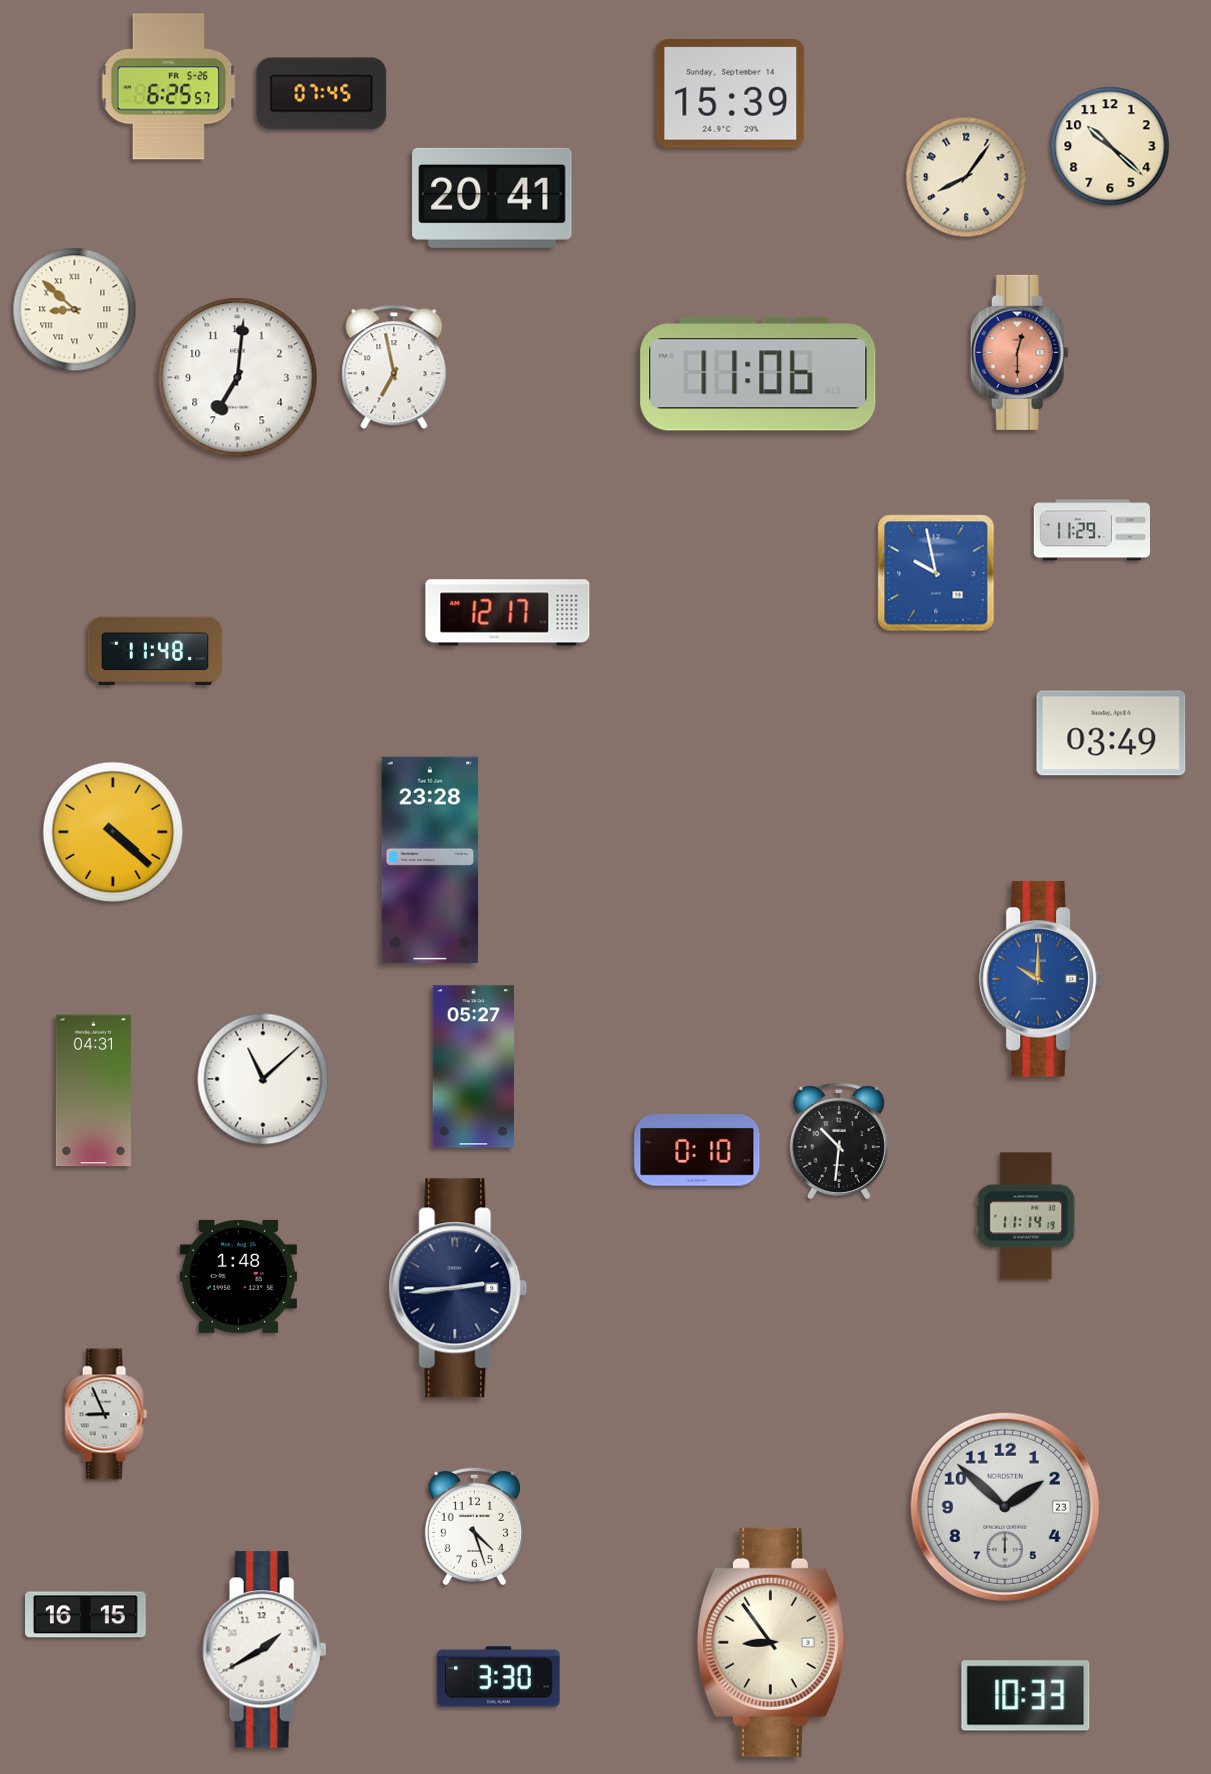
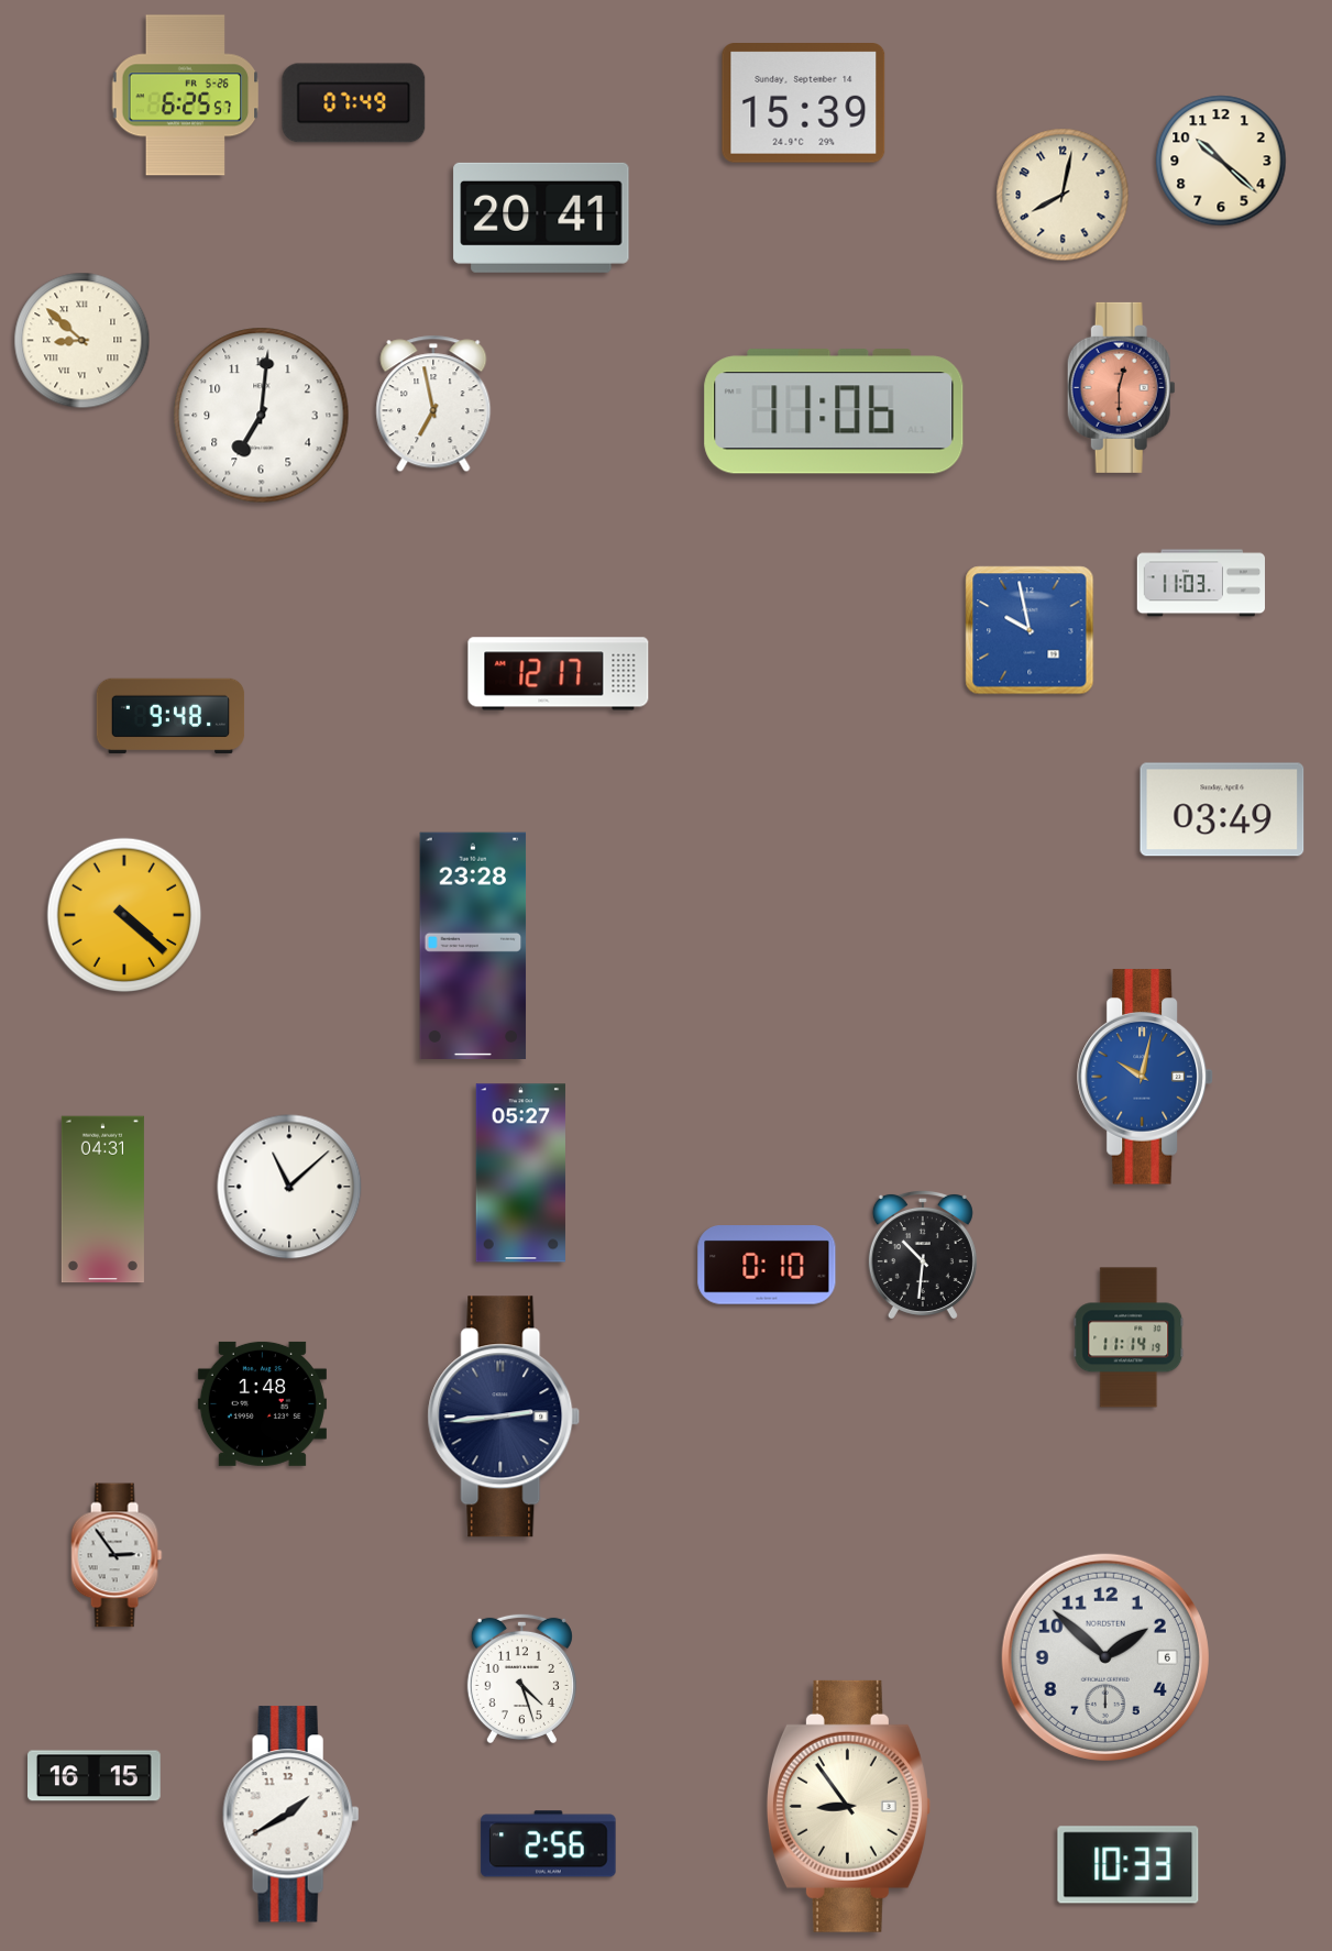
clock at (322, 94): 07:45 -> 07:49
clock at (966, 177): 8:06 -> 8:02
clock at (1091, 530): 11:29 -> 11:03
clock at (155, 651): 11:48 -> 9:48
clock at (1111, 733) position: (1111, 733) -> (1222, 809)
clock at (1041, 979): 10:00 -> 10:02
clock at (106, 1414): 8:56 -> 2:54
clock at (1005, 1507) date: 23 -> 6
clock at (499, 1677): 3:30 -> 2:56
